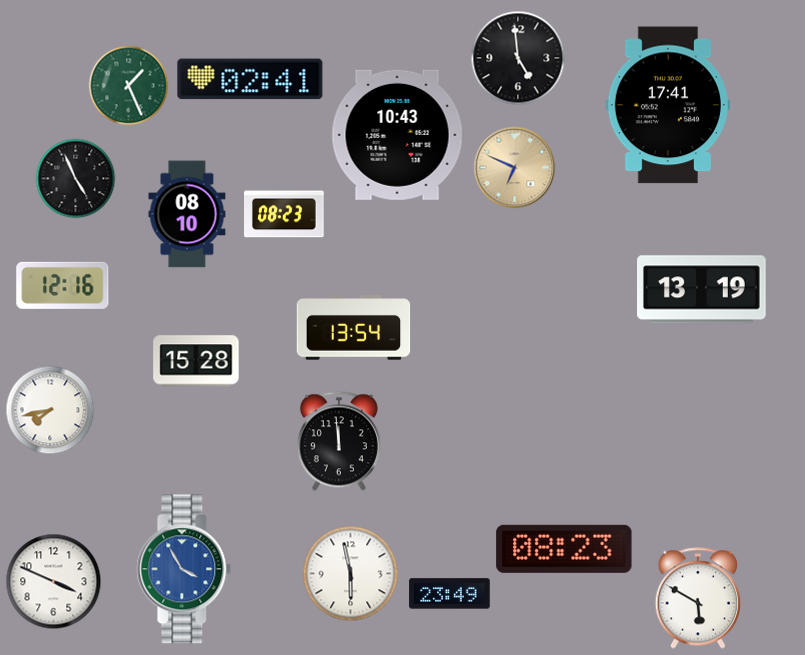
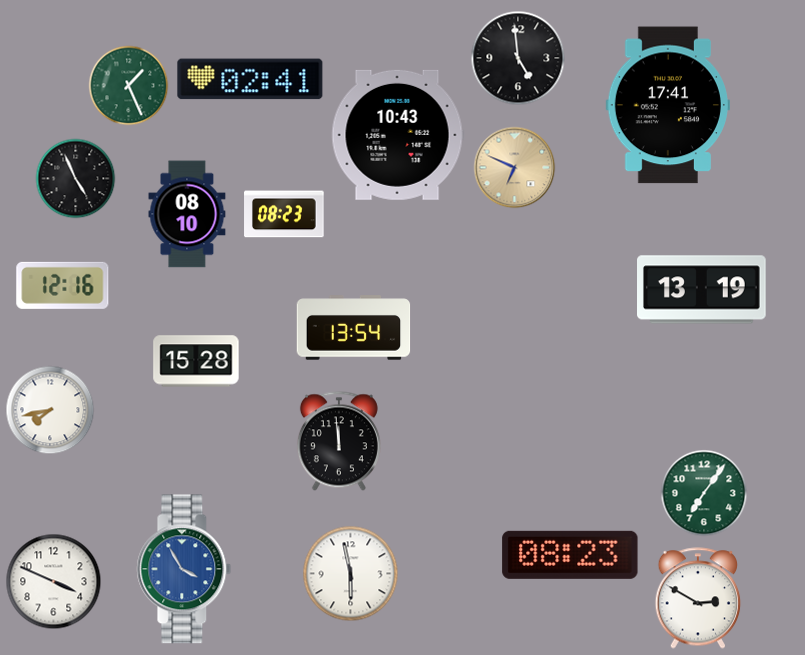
clock at (704, 493): none -> 7:06
clock at (564, 549) position: (564, 549) -> (570, 555)
clock at (450, 594): 23:49 -> none
clock at (698, 598): 5:50 -> 2:50
